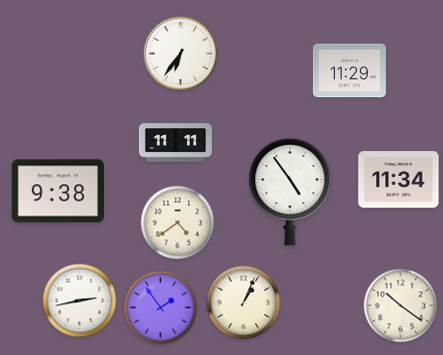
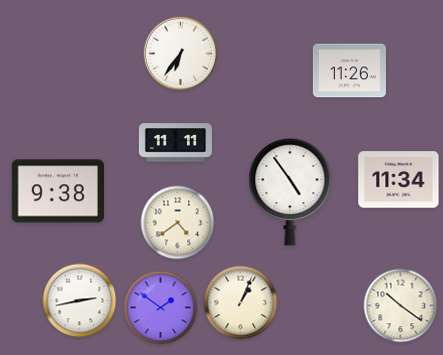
clock at (349, 71): 11:29 -> 11:26
clock at (244, 303) position: (244, 303) -> (241, 303)
clock at (161, 308): 1:54 -> 1:51
